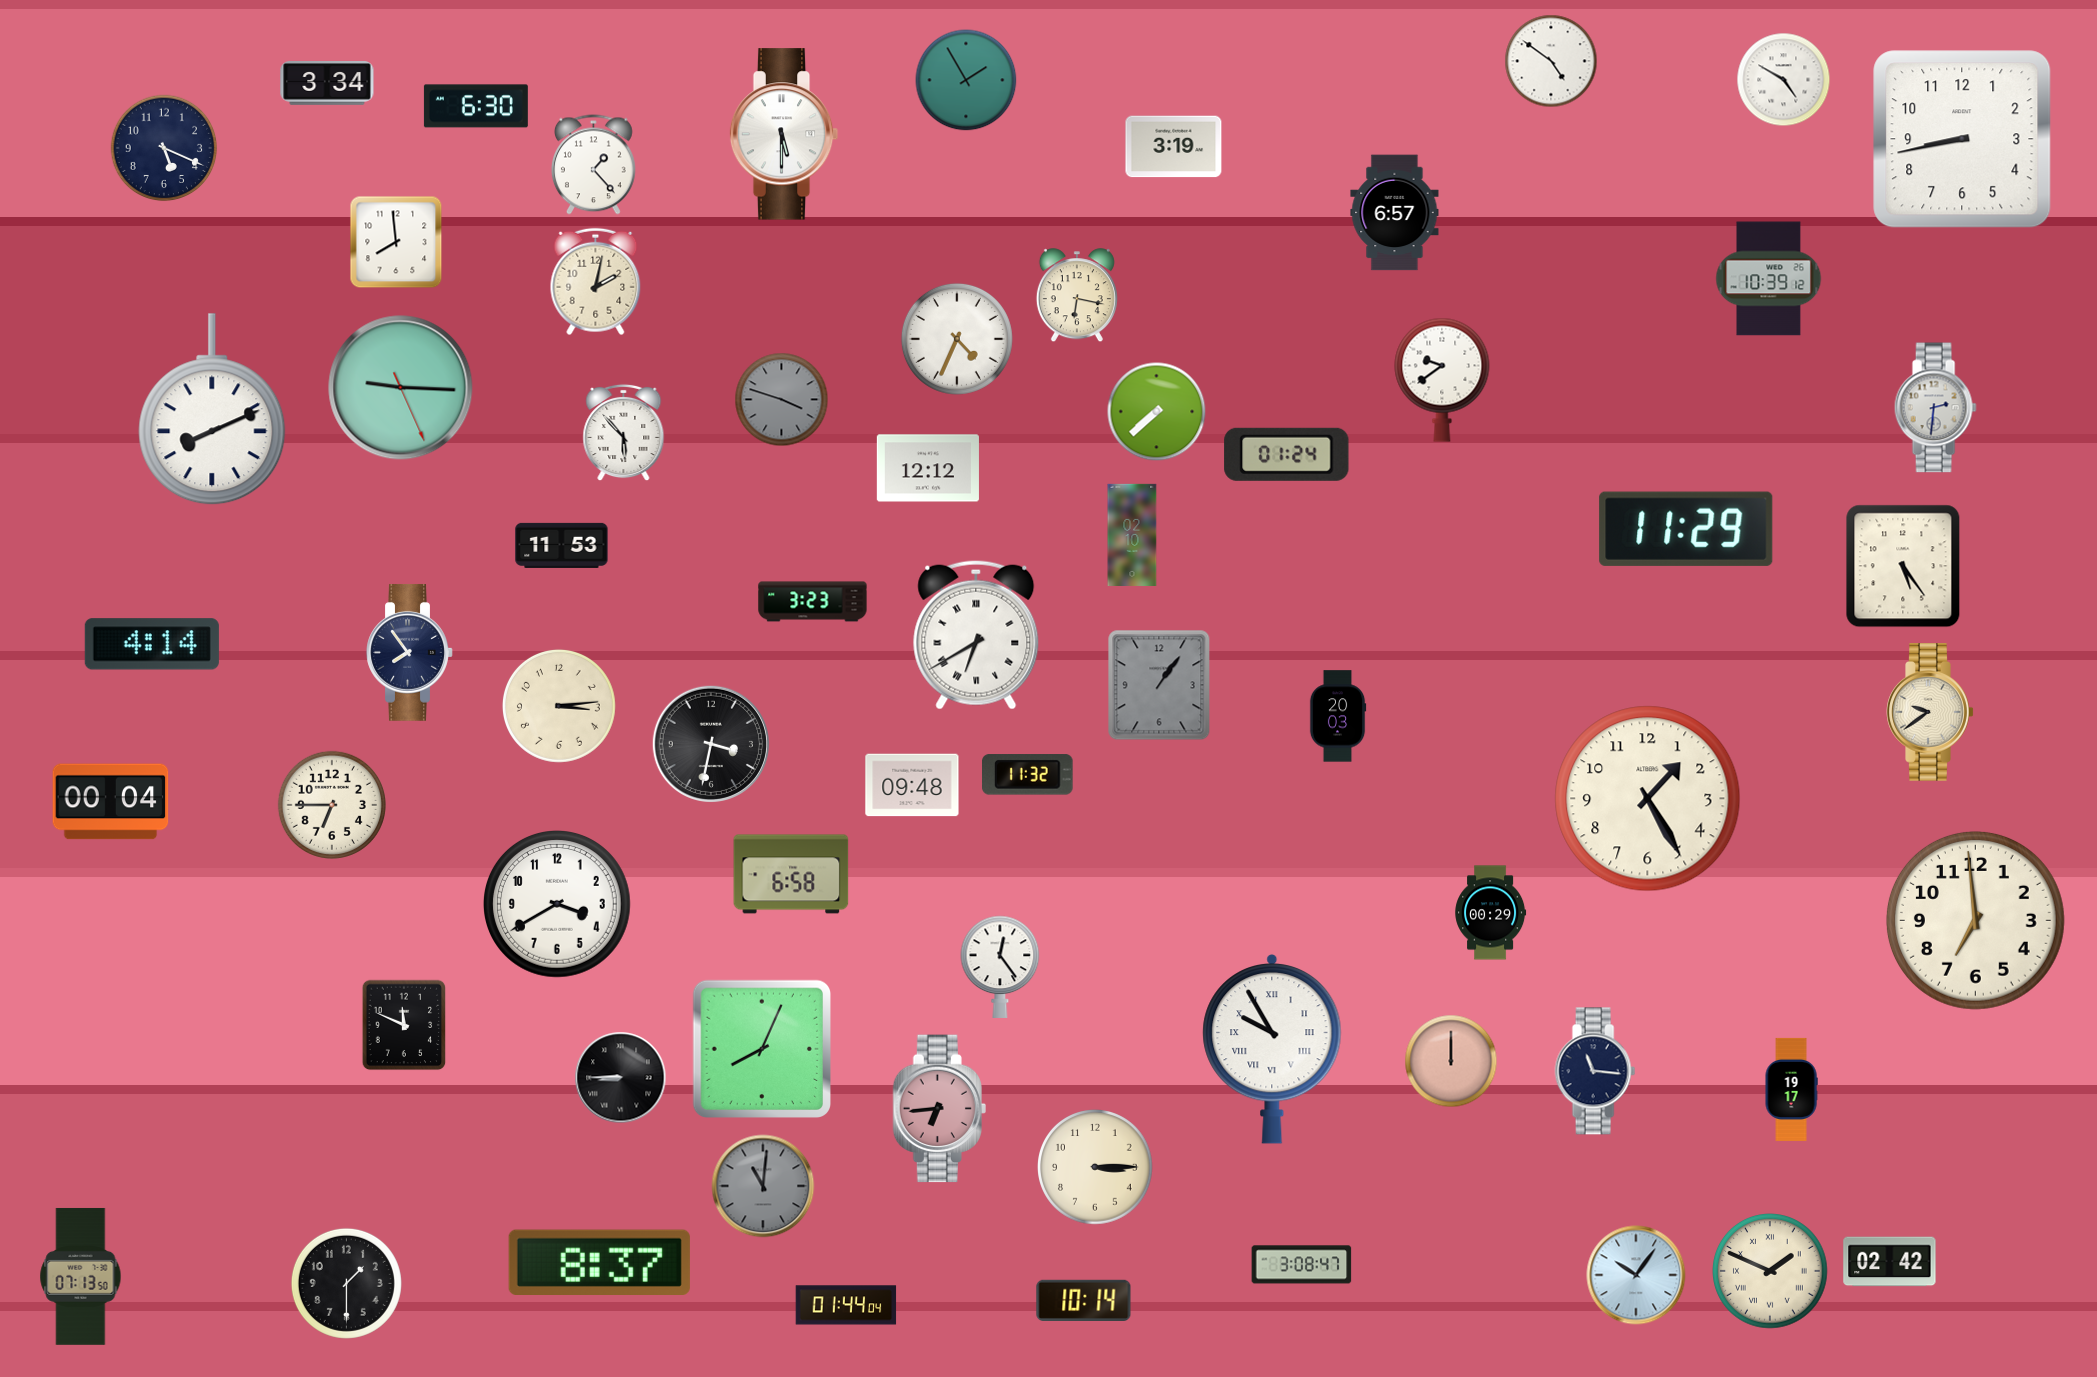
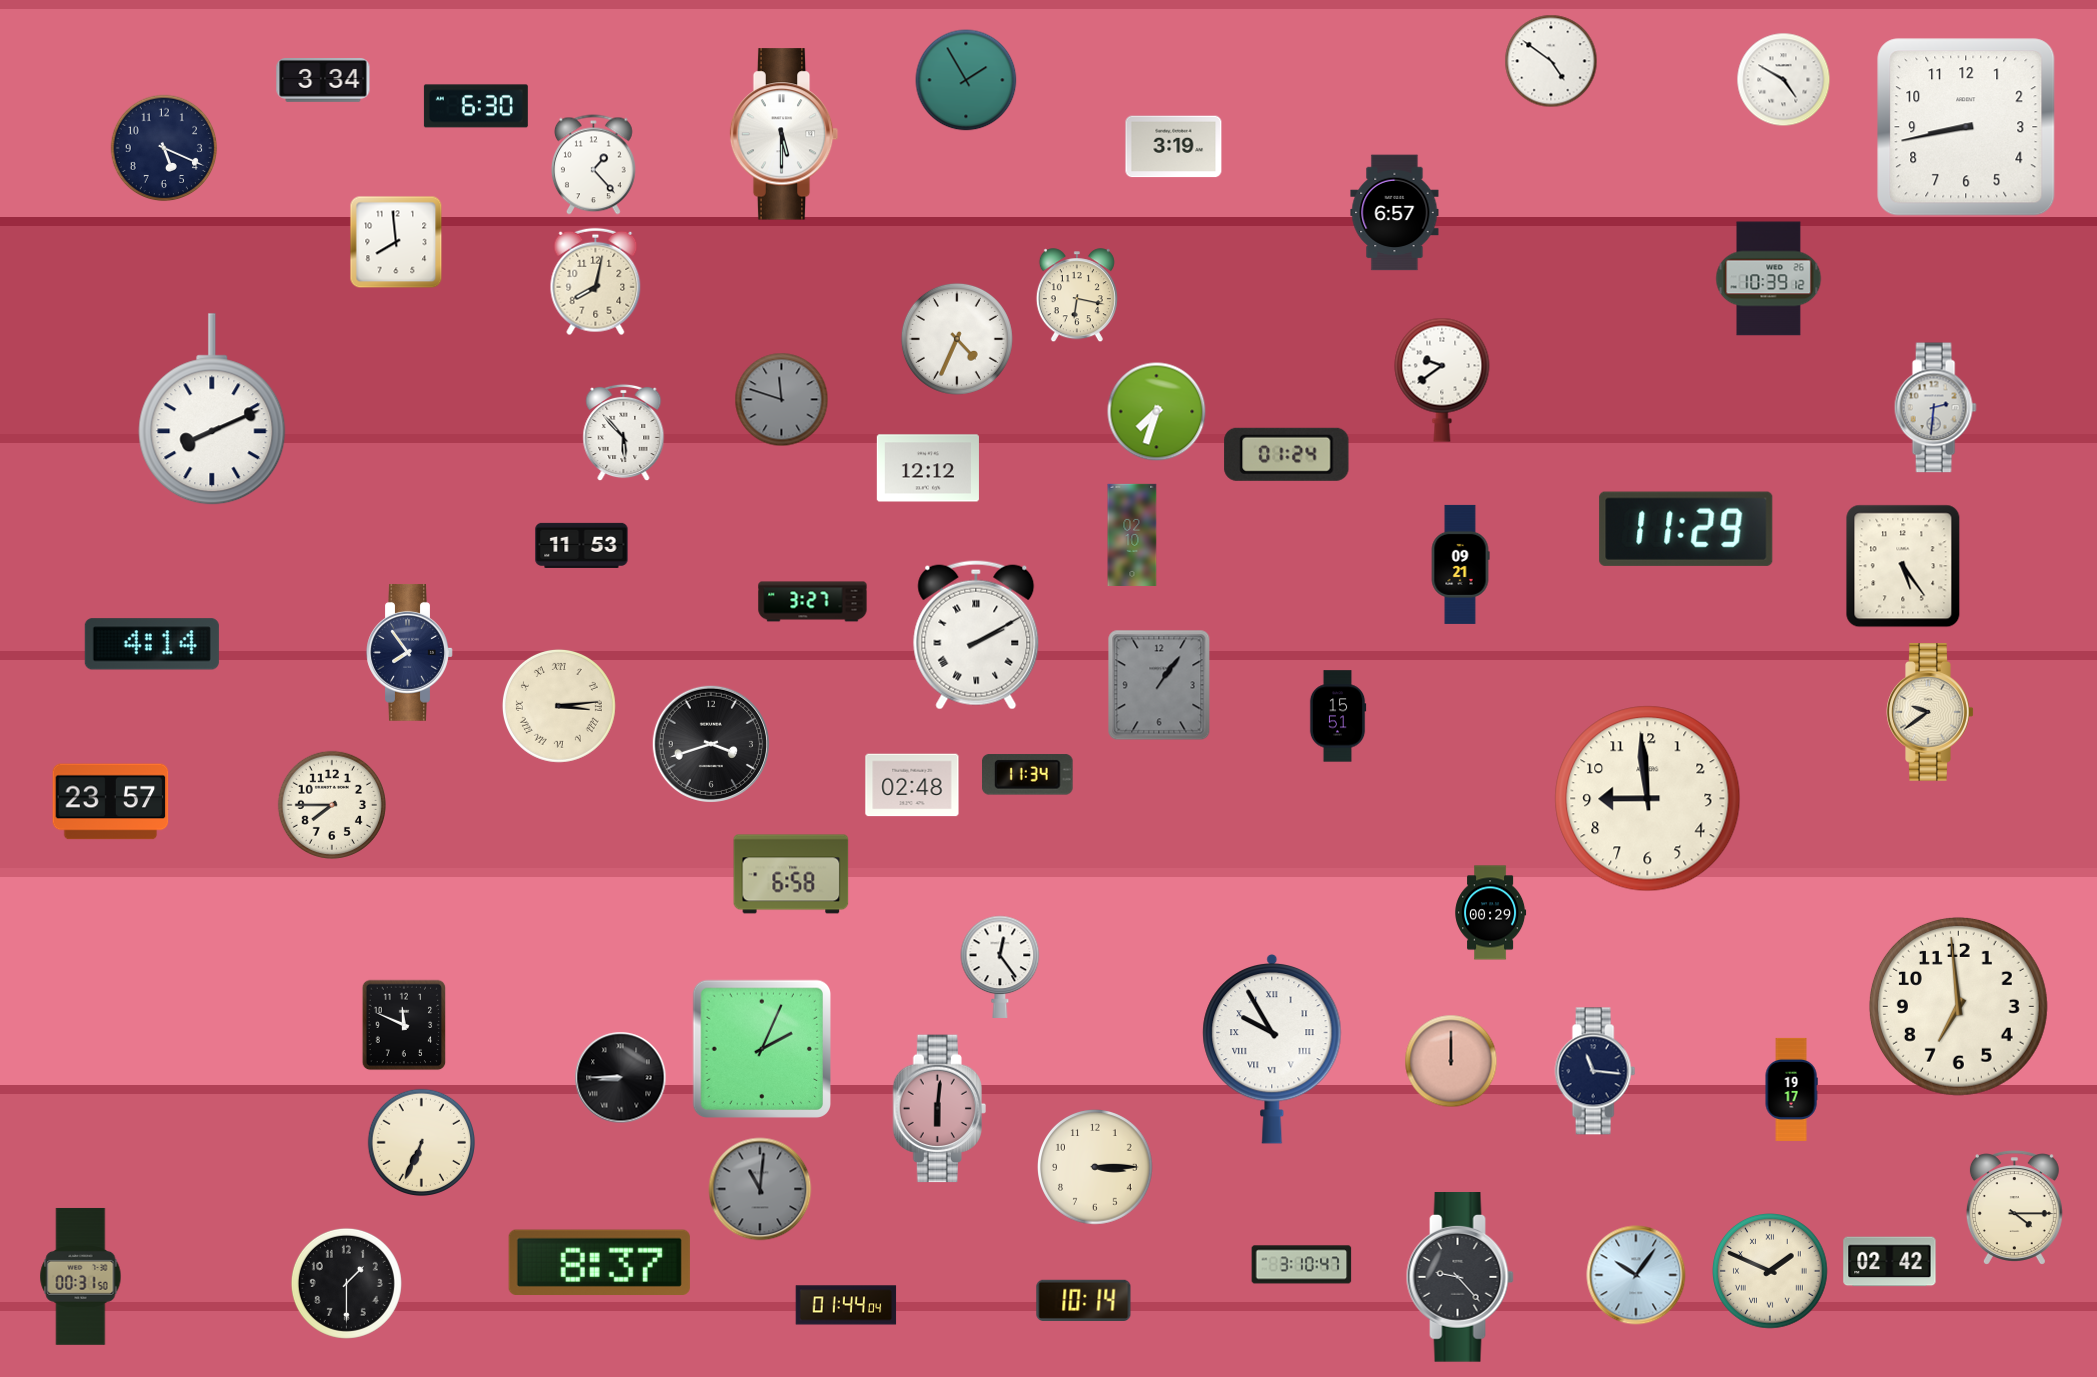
clock at (327, 84) position: (327, 84) -> (323, 81)
clock at (1962, 139) position: (1962, 139) -> (1966, 127)
clock at (596, 282): 2:02 -> 8:02
clock at (401, 388): 9:15 -> none
clock at (782, 400): 3:48 -> 11:48
clock at (1157, 412): 7:38 -> 7:33
clock at (562, 545) position: (562, 545) -> (582, 545)
clock at (1460, 564): none -> 09:21
clock at (813, 602): 3:23 -> 3:27
clock at (976, 635): 6:40 -> 2:10
clock at (559, 706) numerals: Arabic -> Roman
clock at (1338, 716): 20:03 -> 15:51
clock at (711, 744): 3:32 -> 3:42
clock at (1028, 775): 11:32 -> 11:34
clock at (912, 785): 09:48 -> 02:48
clock at (1648, 799): 1:25 -> 8:59
clock at (111, 802): 00:04 -> 23:57
clock at (332, 805): 6:45 -> 7:45
clock at (558, 905): 3:40 -> none
clock at (1975, 920) position: (1975, 920) -> (1958, 1006)
clock at (761, 1048): 8:04 -> 2:04
clock at (939, 1109): 6:44 -> 6:01
clock at (421, 1142): none -> 6:34
clock at (763, 1186) position: (763, 1186) -> (760, 1189)
clock at (2014, 1208): none -> 4:15
clock at (1302, 1265): 3:08 -> 3:10
clock at (81, 1276): 07:13 -> 00:31
clock at (1460, 1278): none -> 9:23
